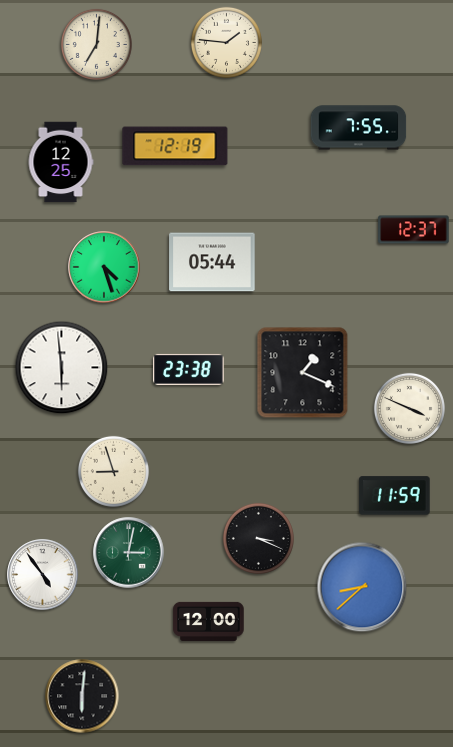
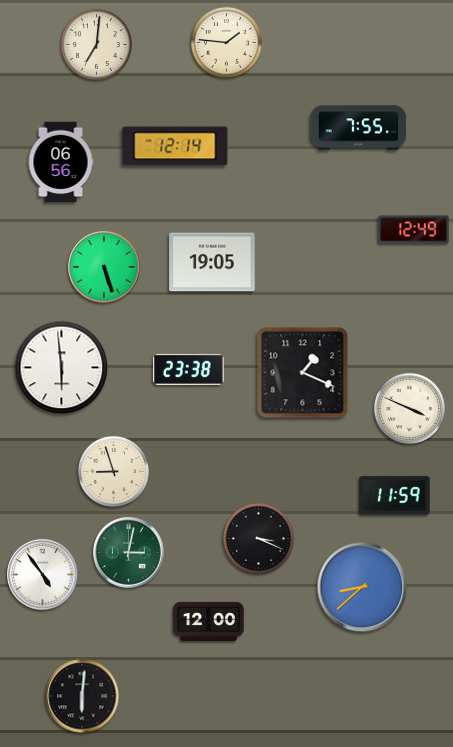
clock at (175, 146): 12:19 -> 12:14
clock at (61, 162): 12:25 -> 06:56
clock at (414, 230): 12:37 -> 12:49
clock at (212, 262): 05:44 -> 19:05
clock at (104, 267): 4:27 -> 5:27
